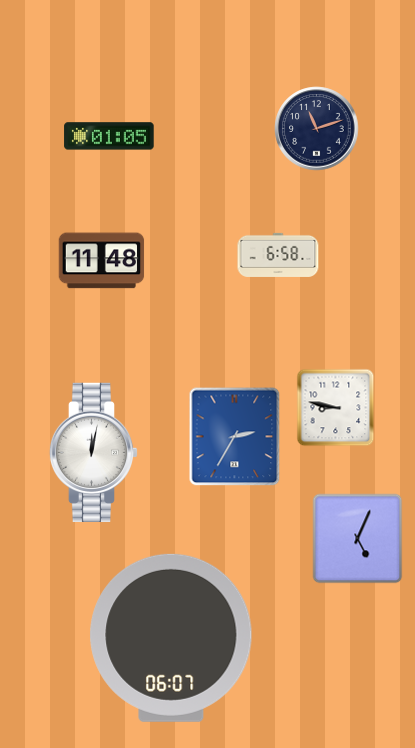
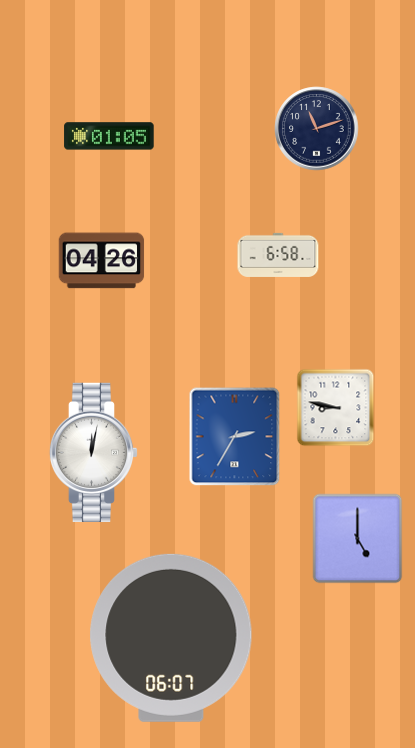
clock at (102, 261): 11:48 -> 04:26
clock at (358, 539): 5:04 -> 5:00
